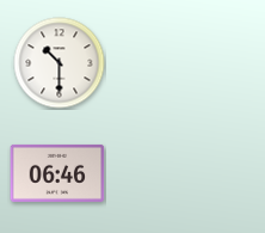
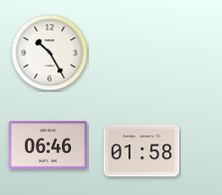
clock at (60, 63): 10:30 -> 10:25
clock at (142, 151): none -> 01:58
